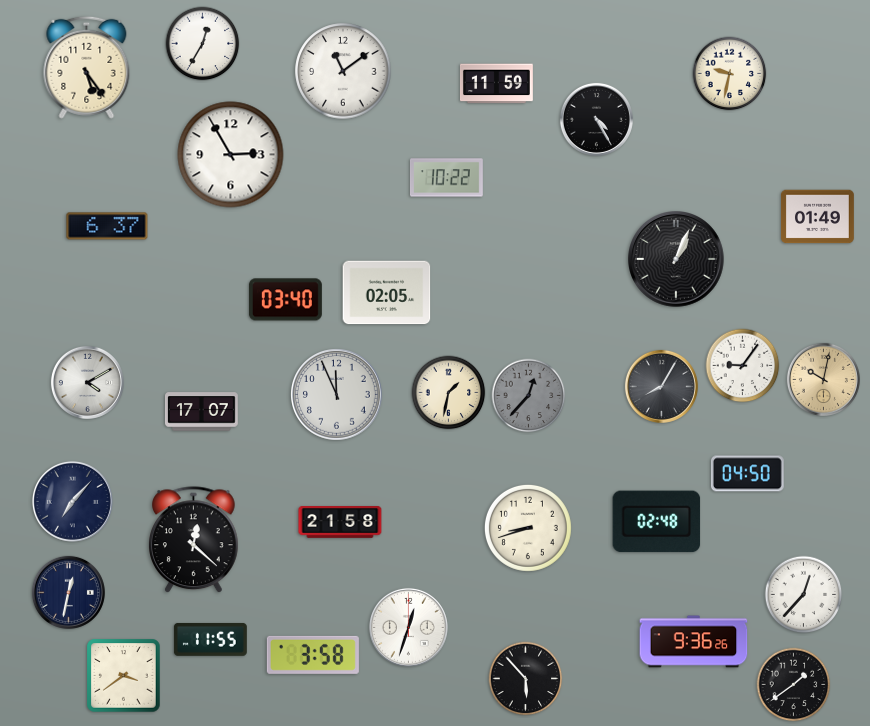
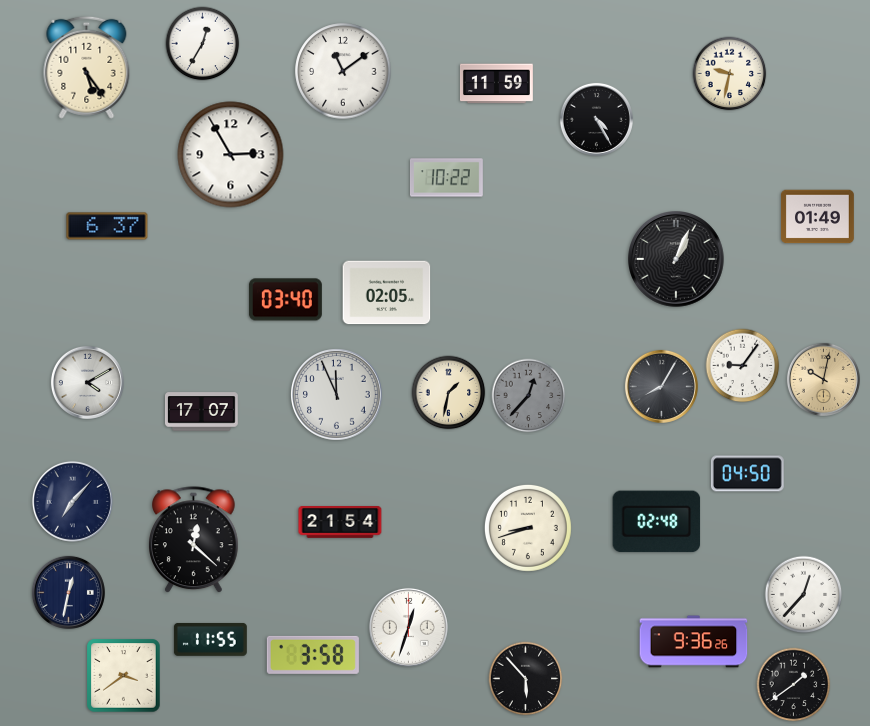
clock at (340, 523): 21:58 -> 21:54
